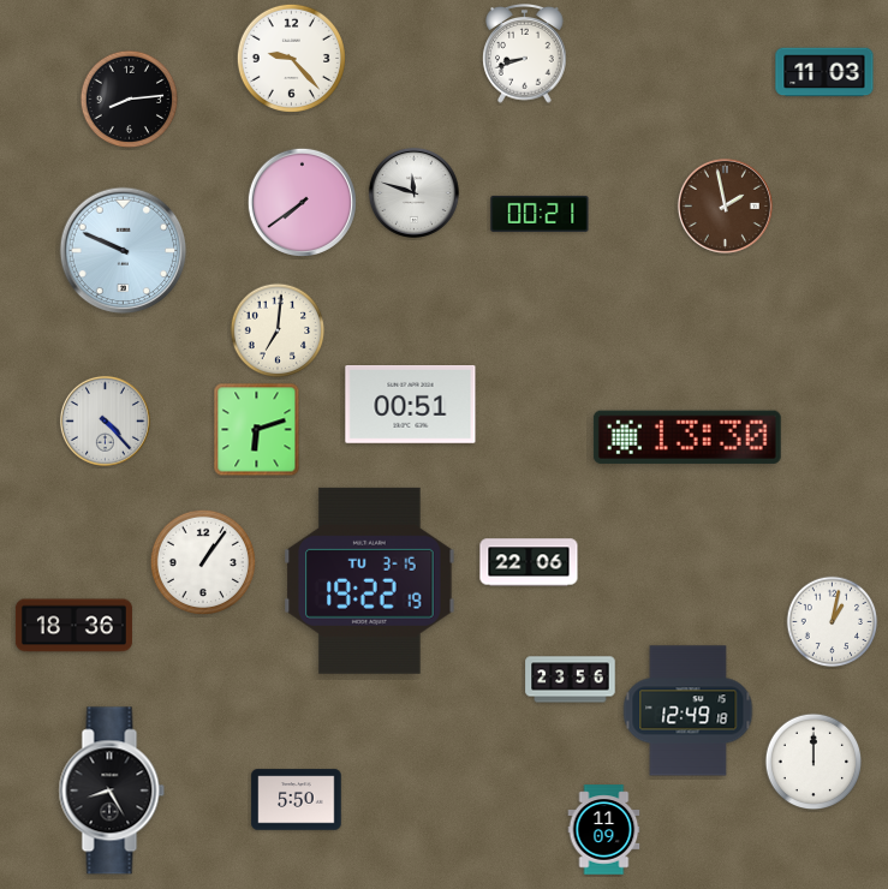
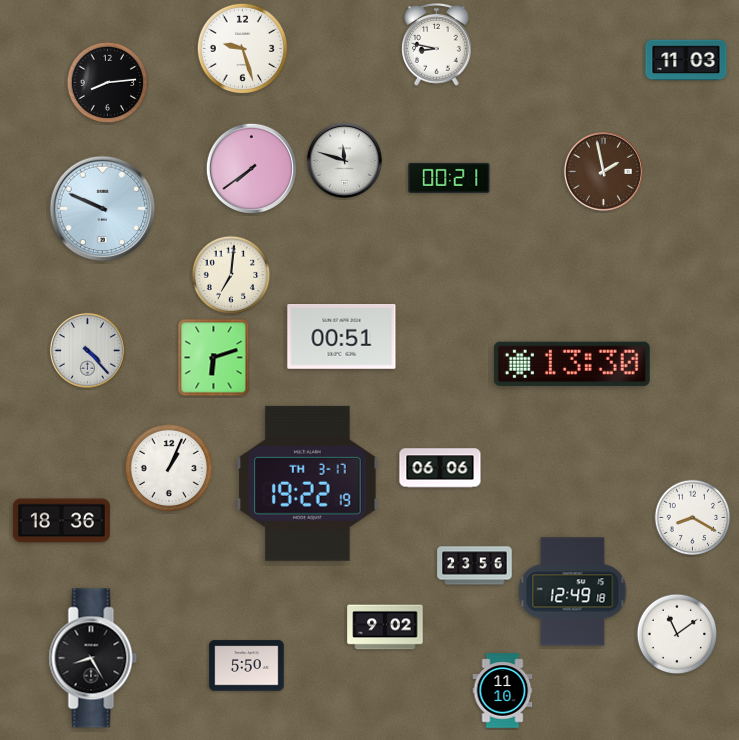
clock at (525, 54): 8:42 -> 8:47
clock at (291, 58): 9:23 -> 9:27
clock at (202, 561): 1:06 -> 1:04
clock at (529, 562): 22:06 -> 06:06
clock at (370, 580) date: TU 3-15 -> TH 3-17
clock at (833, 622): 1:02 -> 8:20
clock at (385, 627): none -> 9:02
clock at (813, 762): 12:00 -> 11:09
clock at (604, 830): 11:09 -> 11:10
